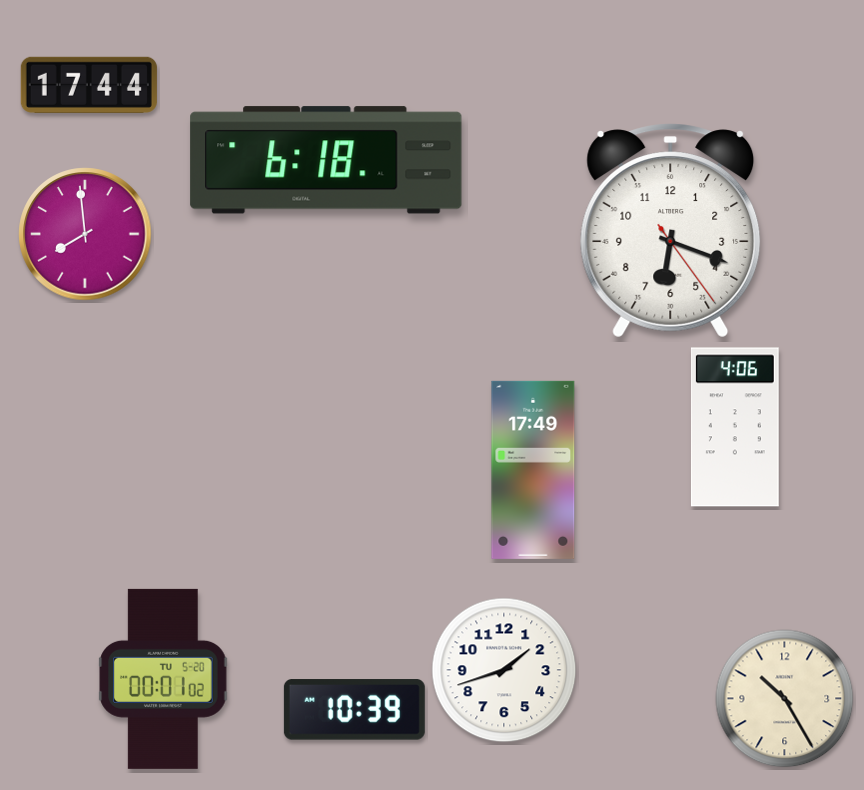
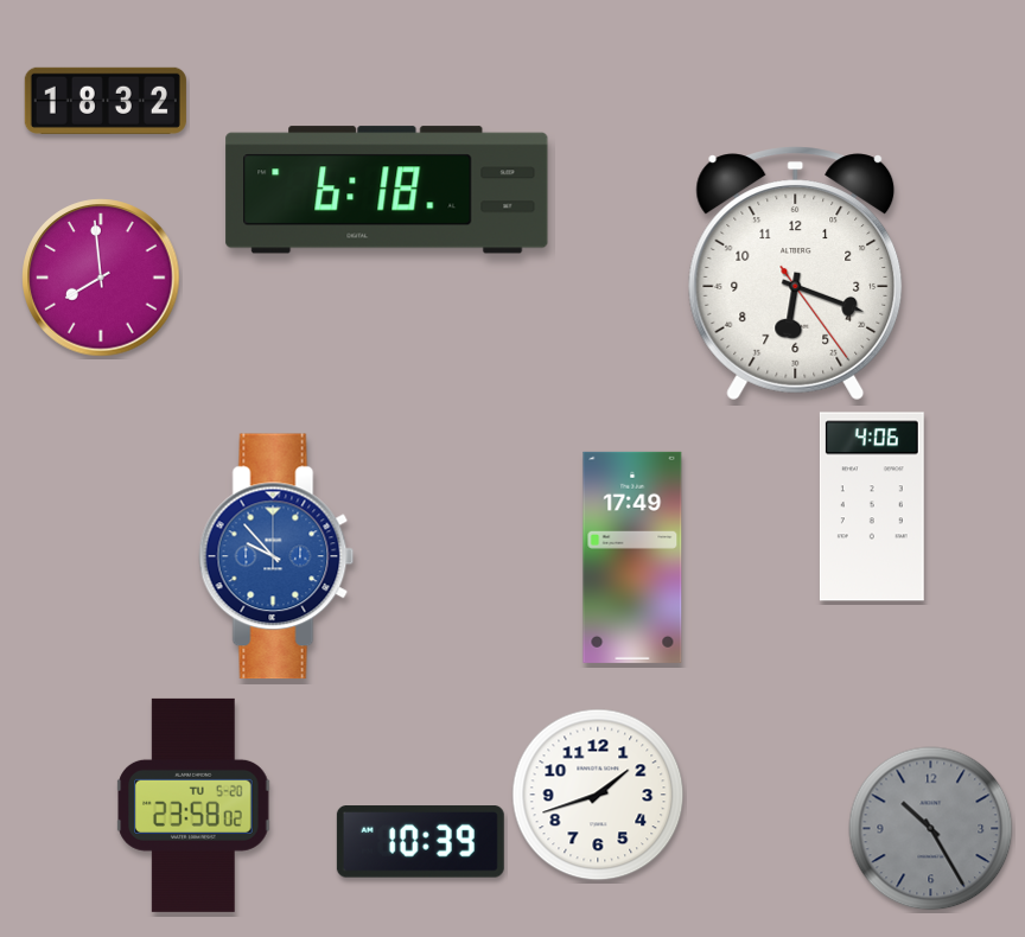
clock at (89, 85): 17:44 -> 18:32
clock at (276, 556): none -> 9:53
clock at (163, 679): 00:01 -> 23:58
clock at (785, 699) dial: cream -> grey
